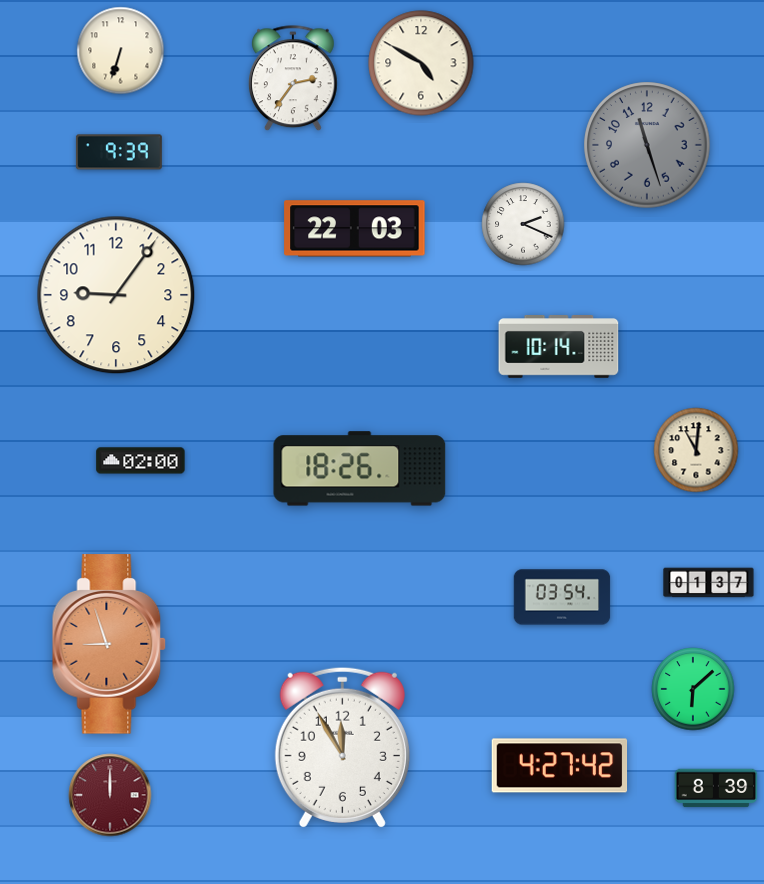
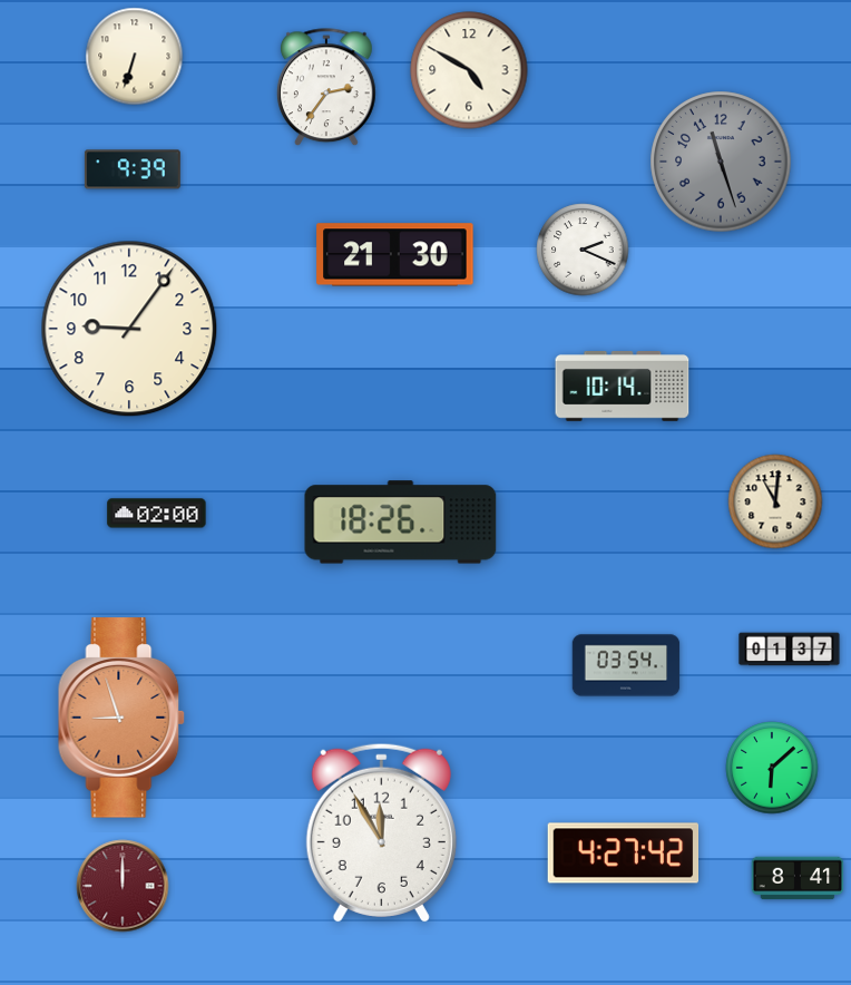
clock at (355, 229): 22:03 -> 21:30
clock at (716, 788): 8:39 -> 8:41
